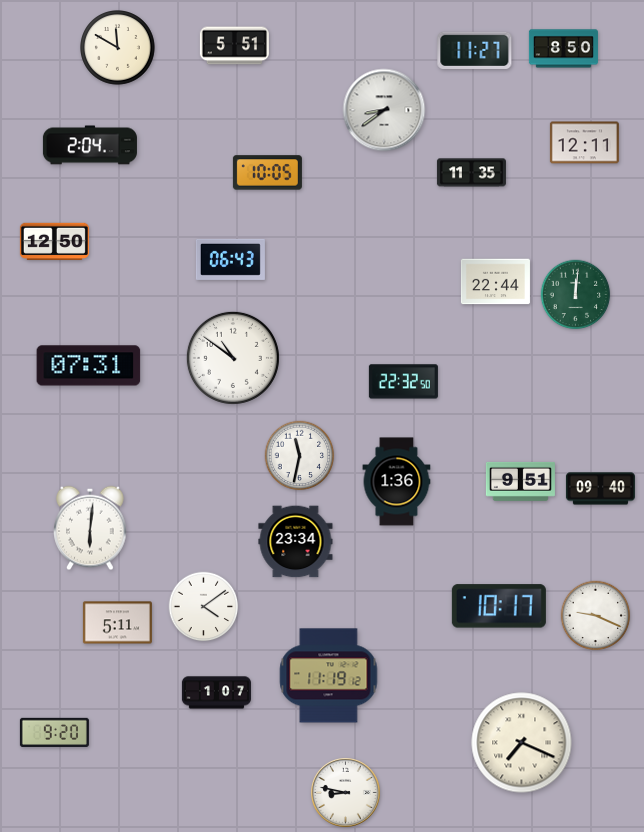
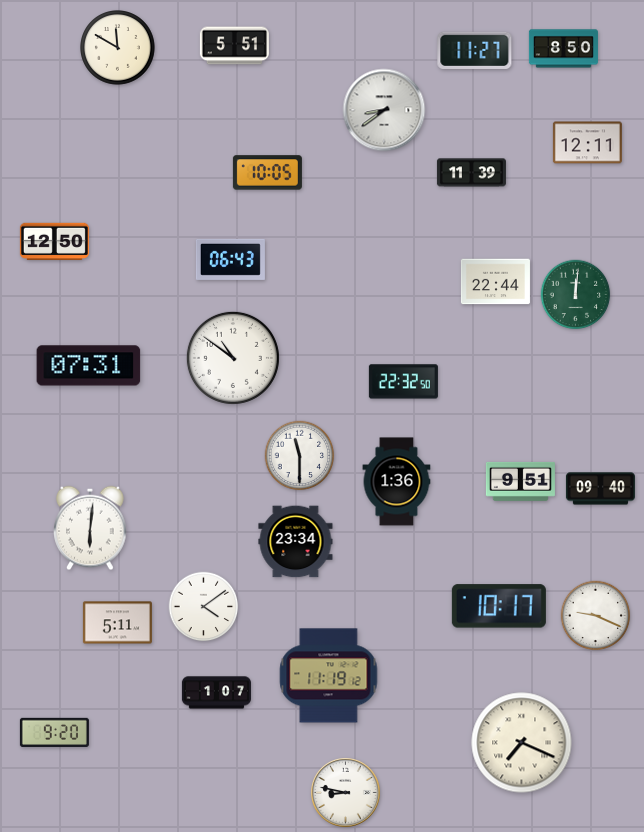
clock at (584, 143) position: (584, 143) -> (587, 143)
clock at (90, 145): 2:04 -> none
clock at (471, 173): 11:35 -> 11:39
clock at (300, 456): 11:32 -> 11:30
